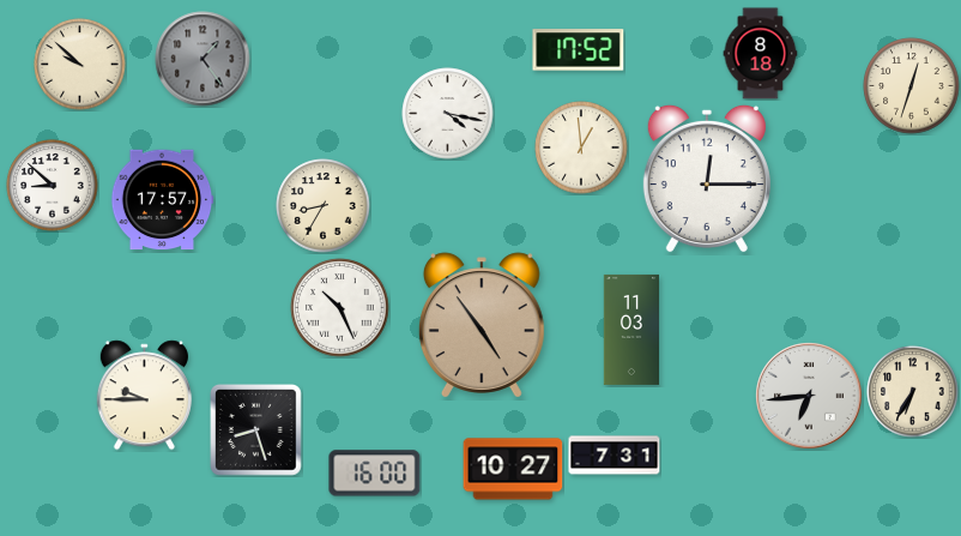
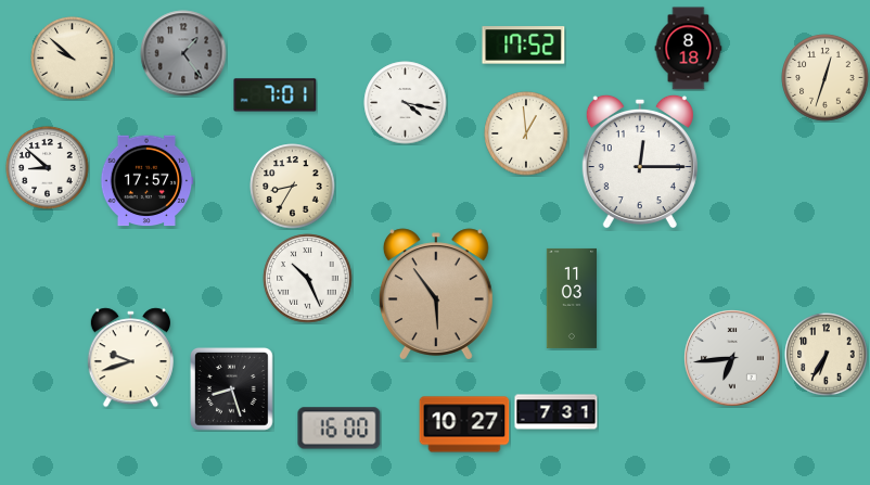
clock at (276, 95): none -> 7:01
clock at (482, 325): 4:54 -> 5:54
clock at (144, 396): 9:45 -> 9:42
